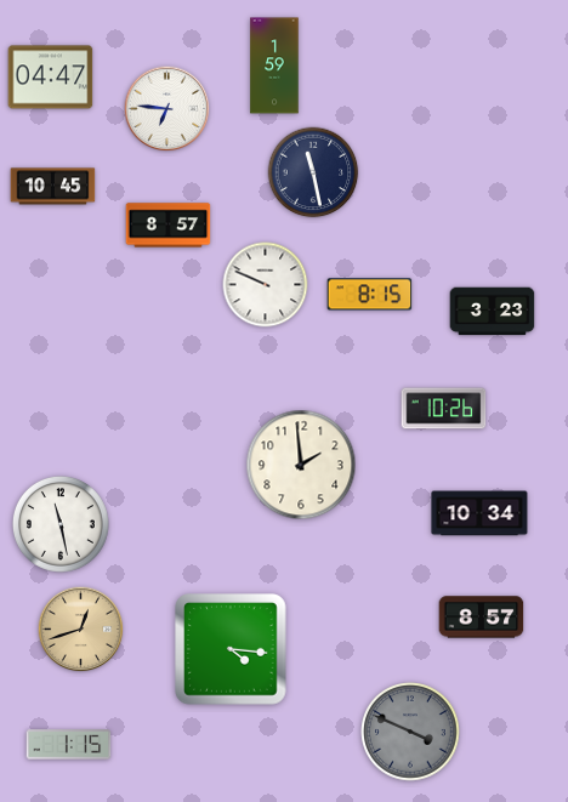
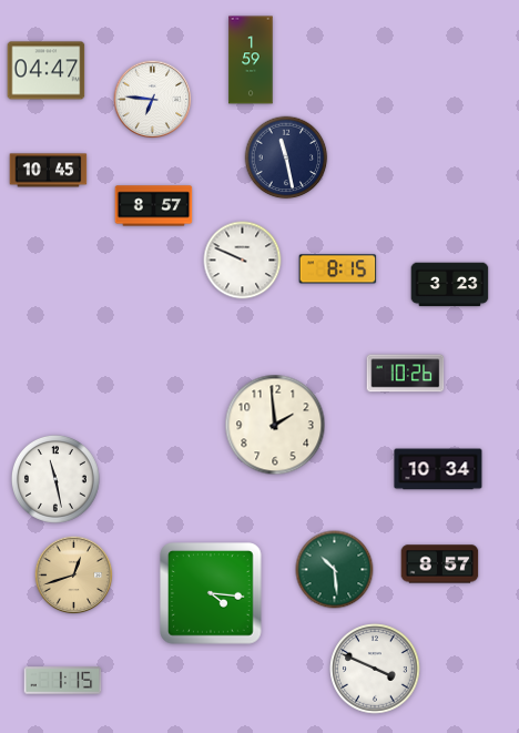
clock at (335, 570): none -> 10:29
clock at (410, 732) dial: grey -> white
